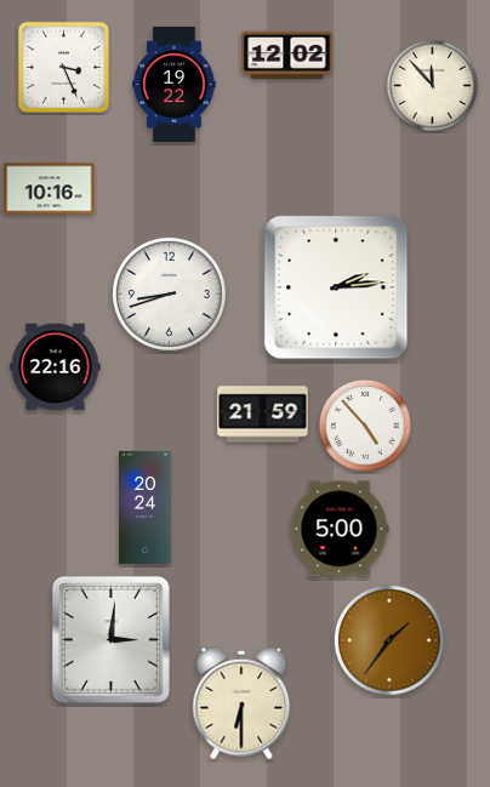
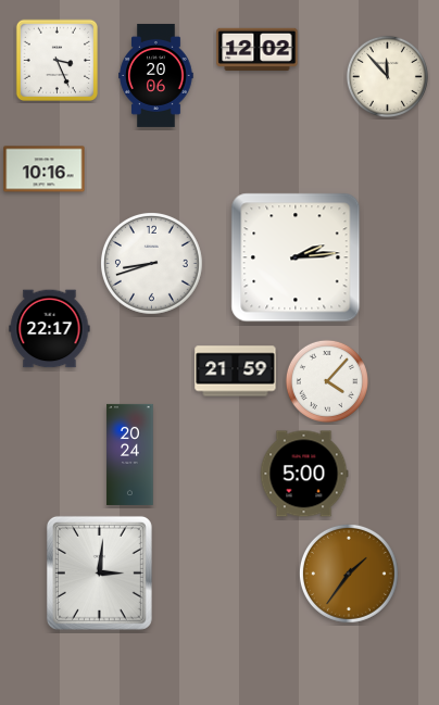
clock at (175, 84): 19:22 -> 20:06
clock at (336, 287) position: (336, 287) -> (296, 257)
clock at (56, 367): 22:16 -> 22:17
clock at (365, 426): 4:53 -> 4:07
clock at (241, 703): 6:30 -> none
